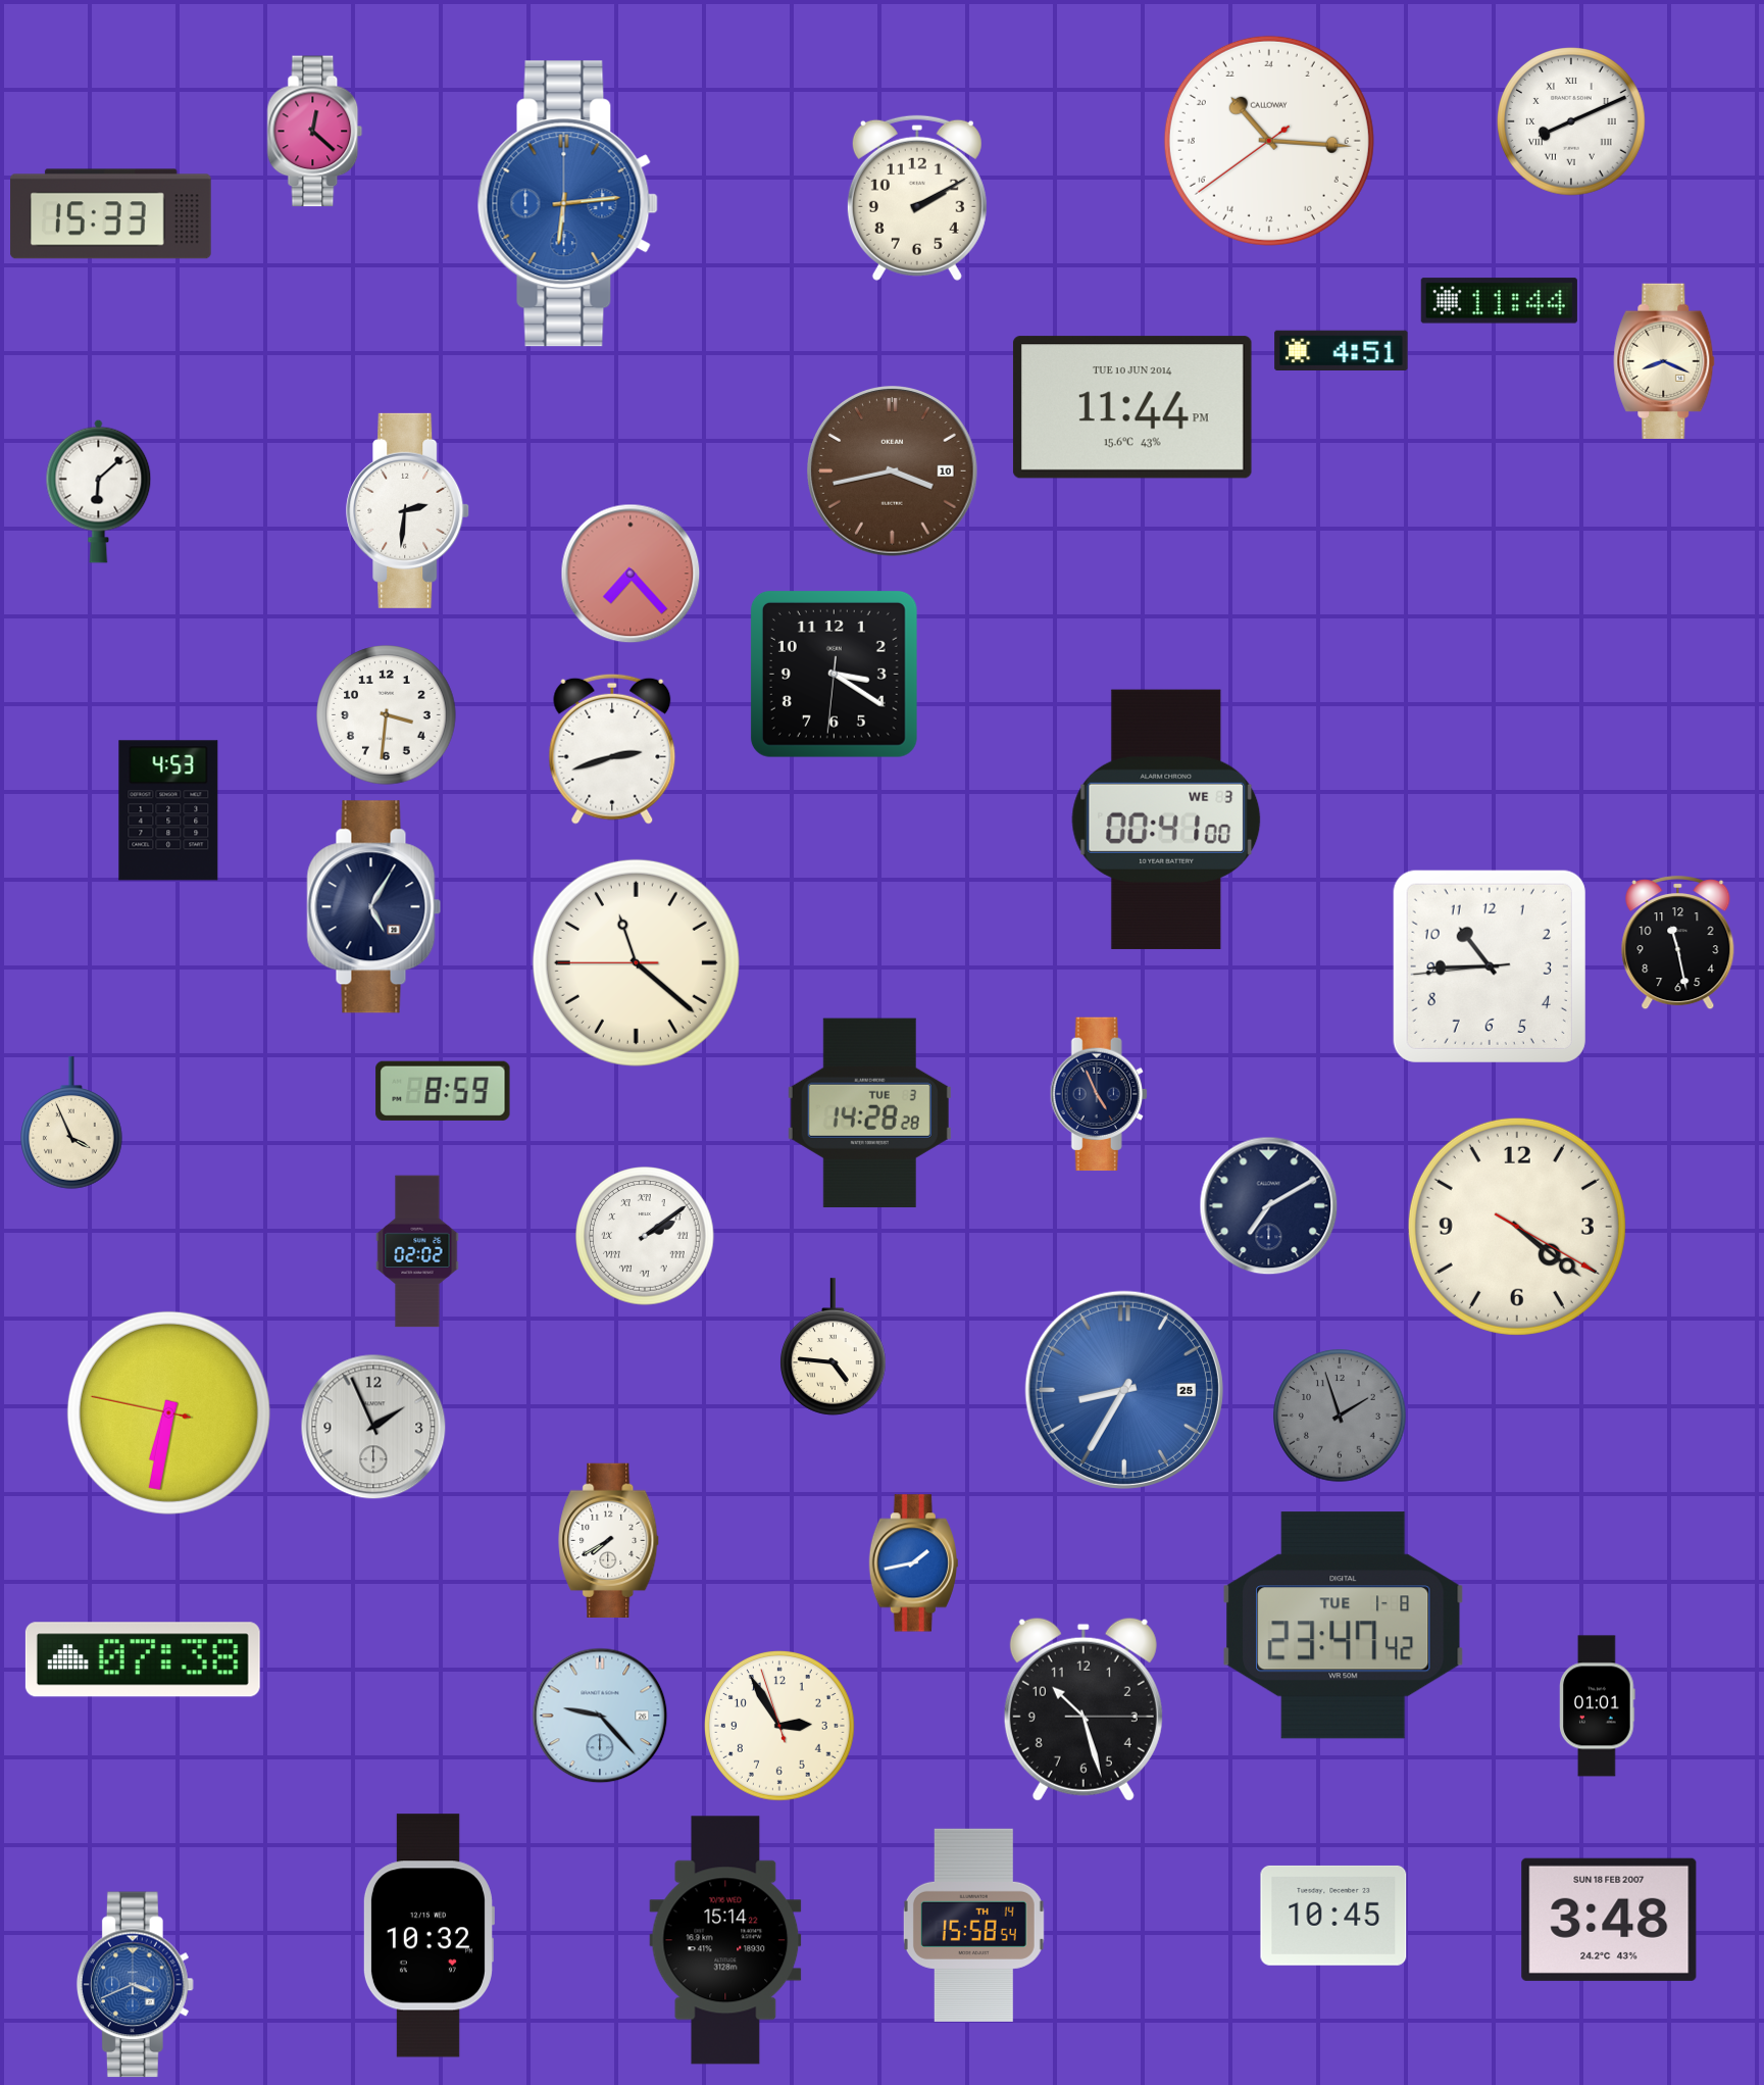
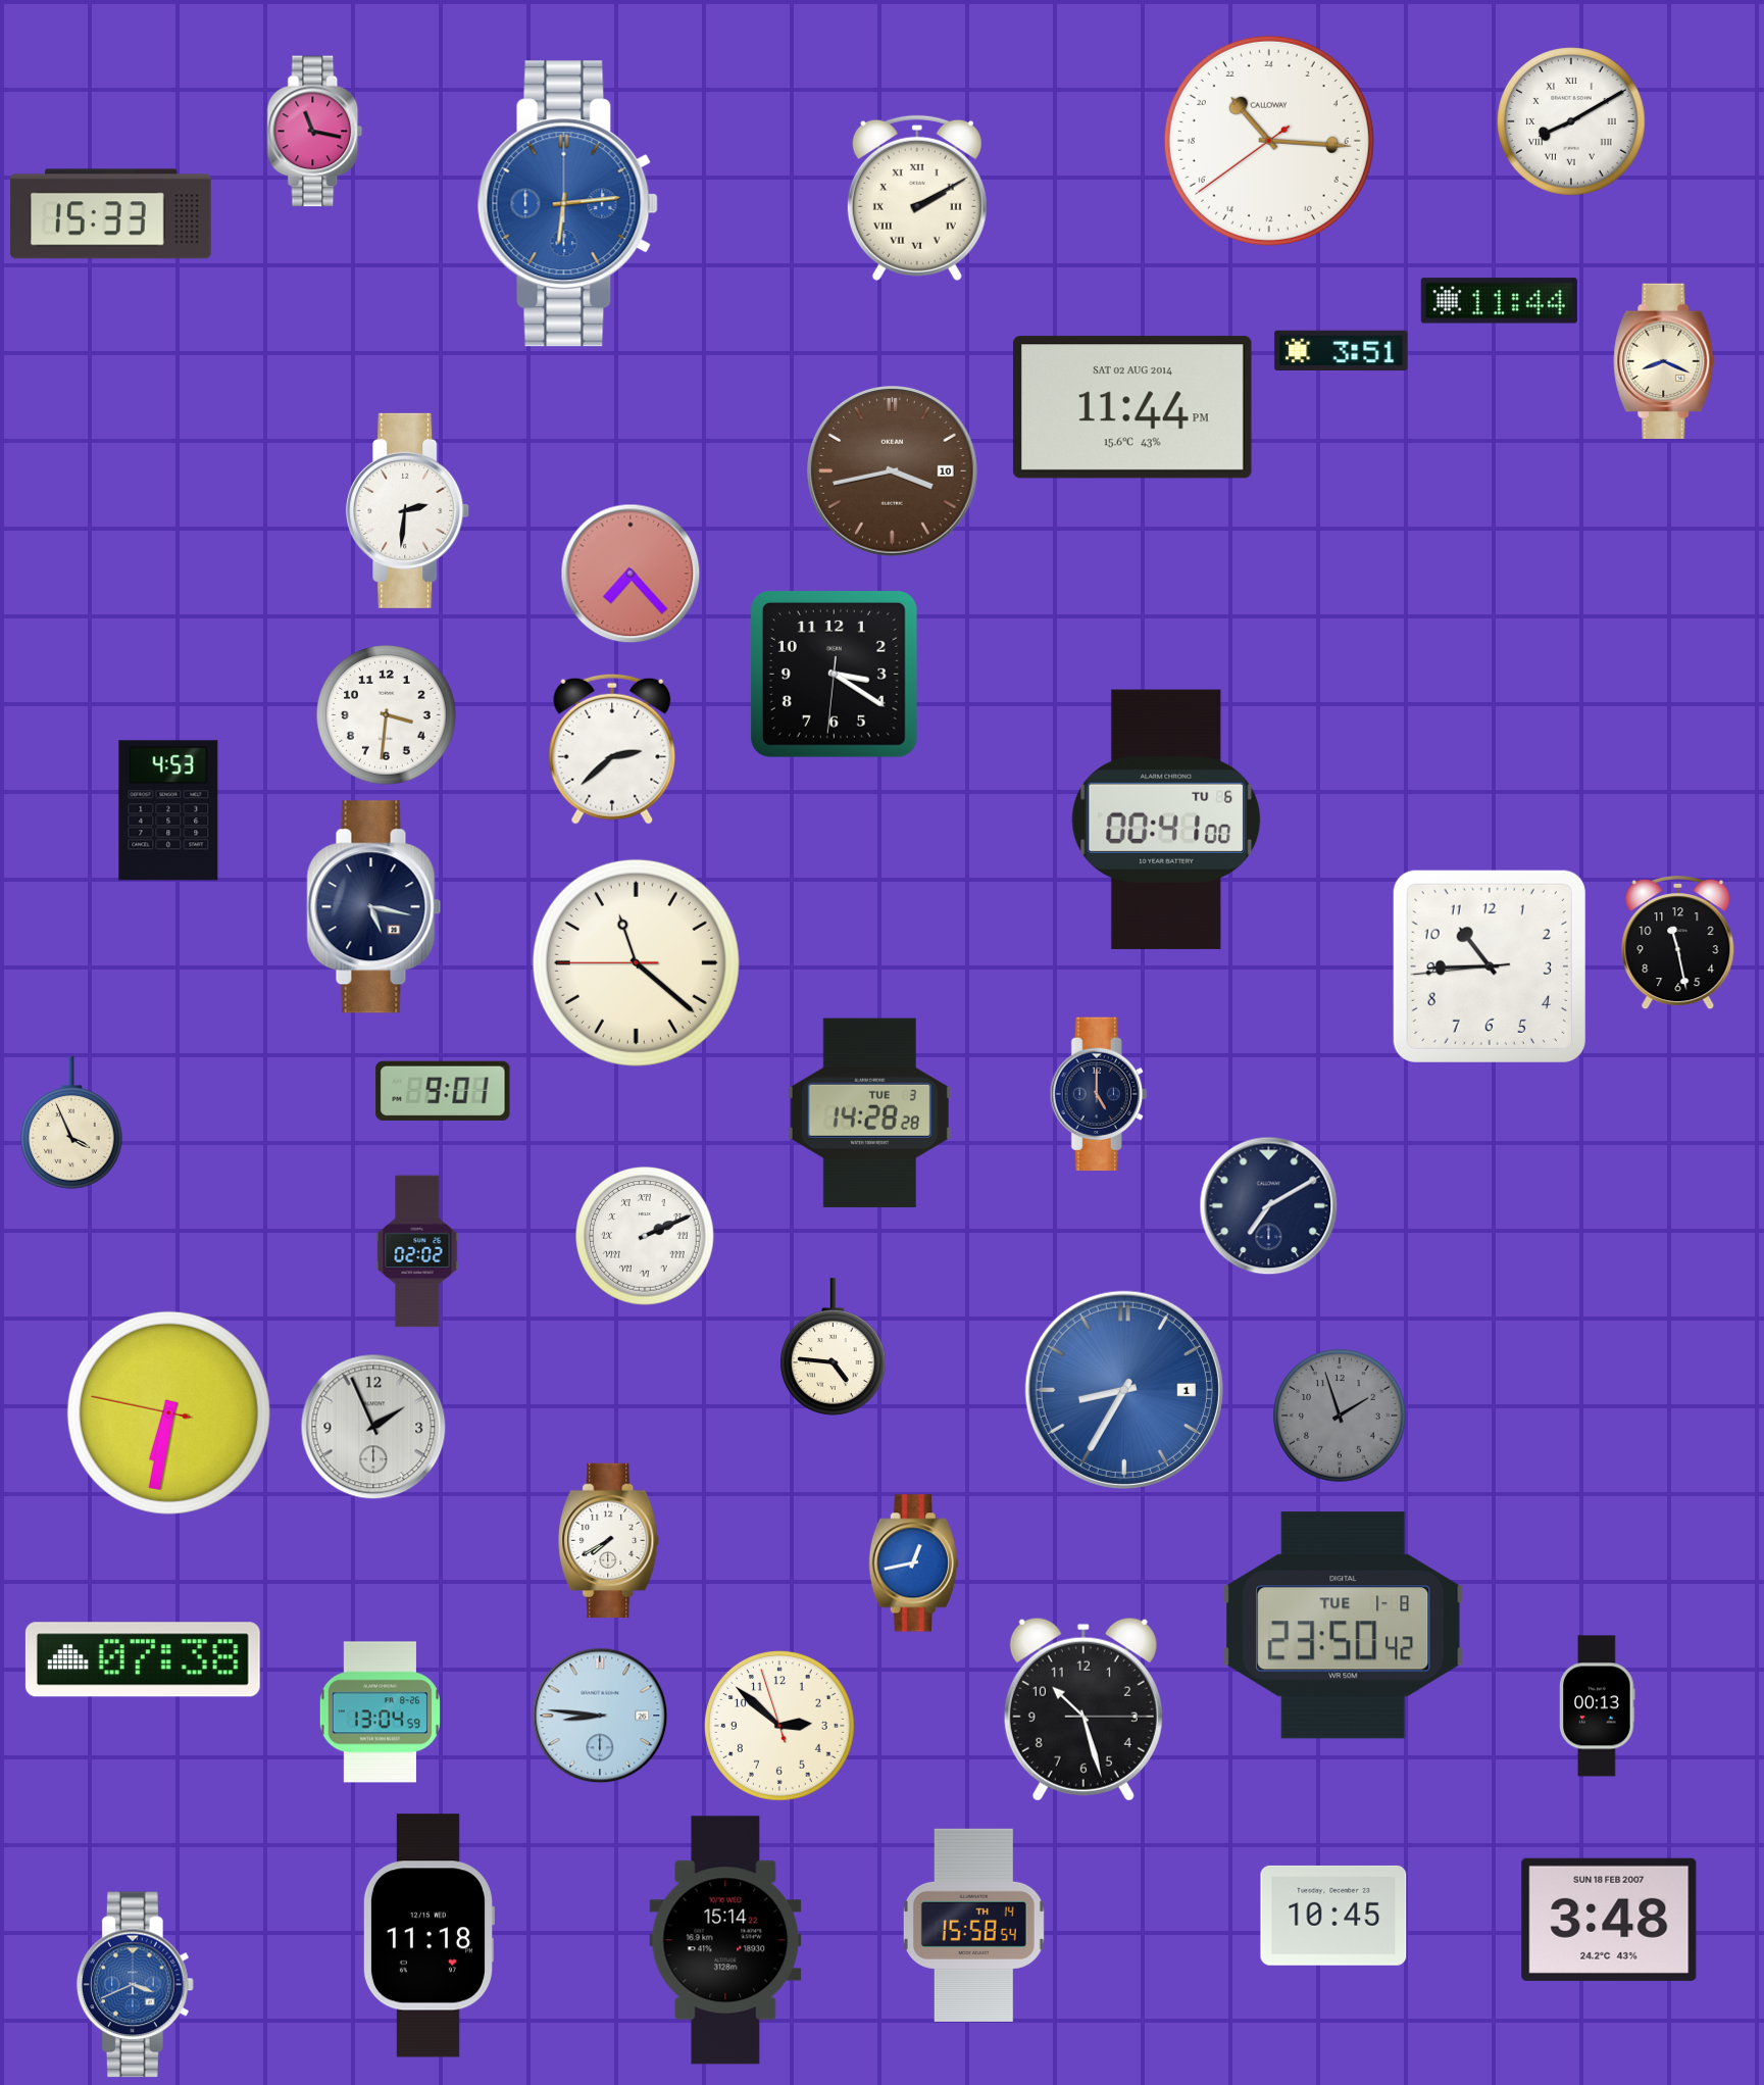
clock at (1572, 122): 8:11 -> 8:10
clock at (315, 132): 12:22 -> 11:17
clock at (917, 198) numerals: Arabic -> Roman
clock at (1342, 350): 4:51 -> 3:51
clock at (1132, 407) date: TUE 10 JUN 2014 -> SAT 02 AUG 2014
clock at (99, 491): 6:08 -> none
clock at (612, 749): 2:42 -> 2:38
clock at (1166, 820) date: WE 3 -> TU 6
clock at (374, 907): 5:05 -> 5:17
clock at (443, 1091): 8:59 -> 9:01
clock at (1099, 1094): 4:56 -> 5:00
clock at (1517, 1227): 4:21 -> none
clock at (645, 1236): 2:09 -> 2:11
clock at (1124, 1390) date: 25 -> 1
clock at (913, 1563): 1:43 -> 12:43
clock at (1344, 1626): 23:47 -> 23:50
clock at (1598, 1706): 01:01 -> 00:13
clock at (380, 1712): none -> 13:04
clock at (600, 1716): 9:23 -> 8:46
clock at (780, 1727): 2:54 -> 2:51
clock at (429, 1936): 10:32 -> 11:18
